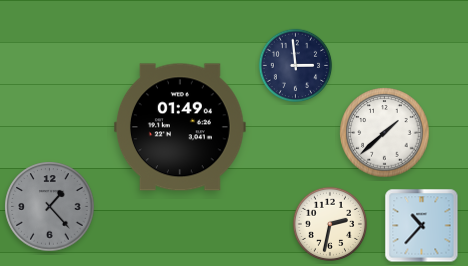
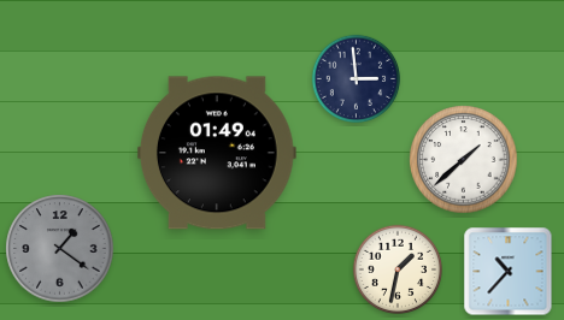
clock at (50, 207): 1:23 -> 1:21
clock at (329, 223): 2:32 -> 1:32
